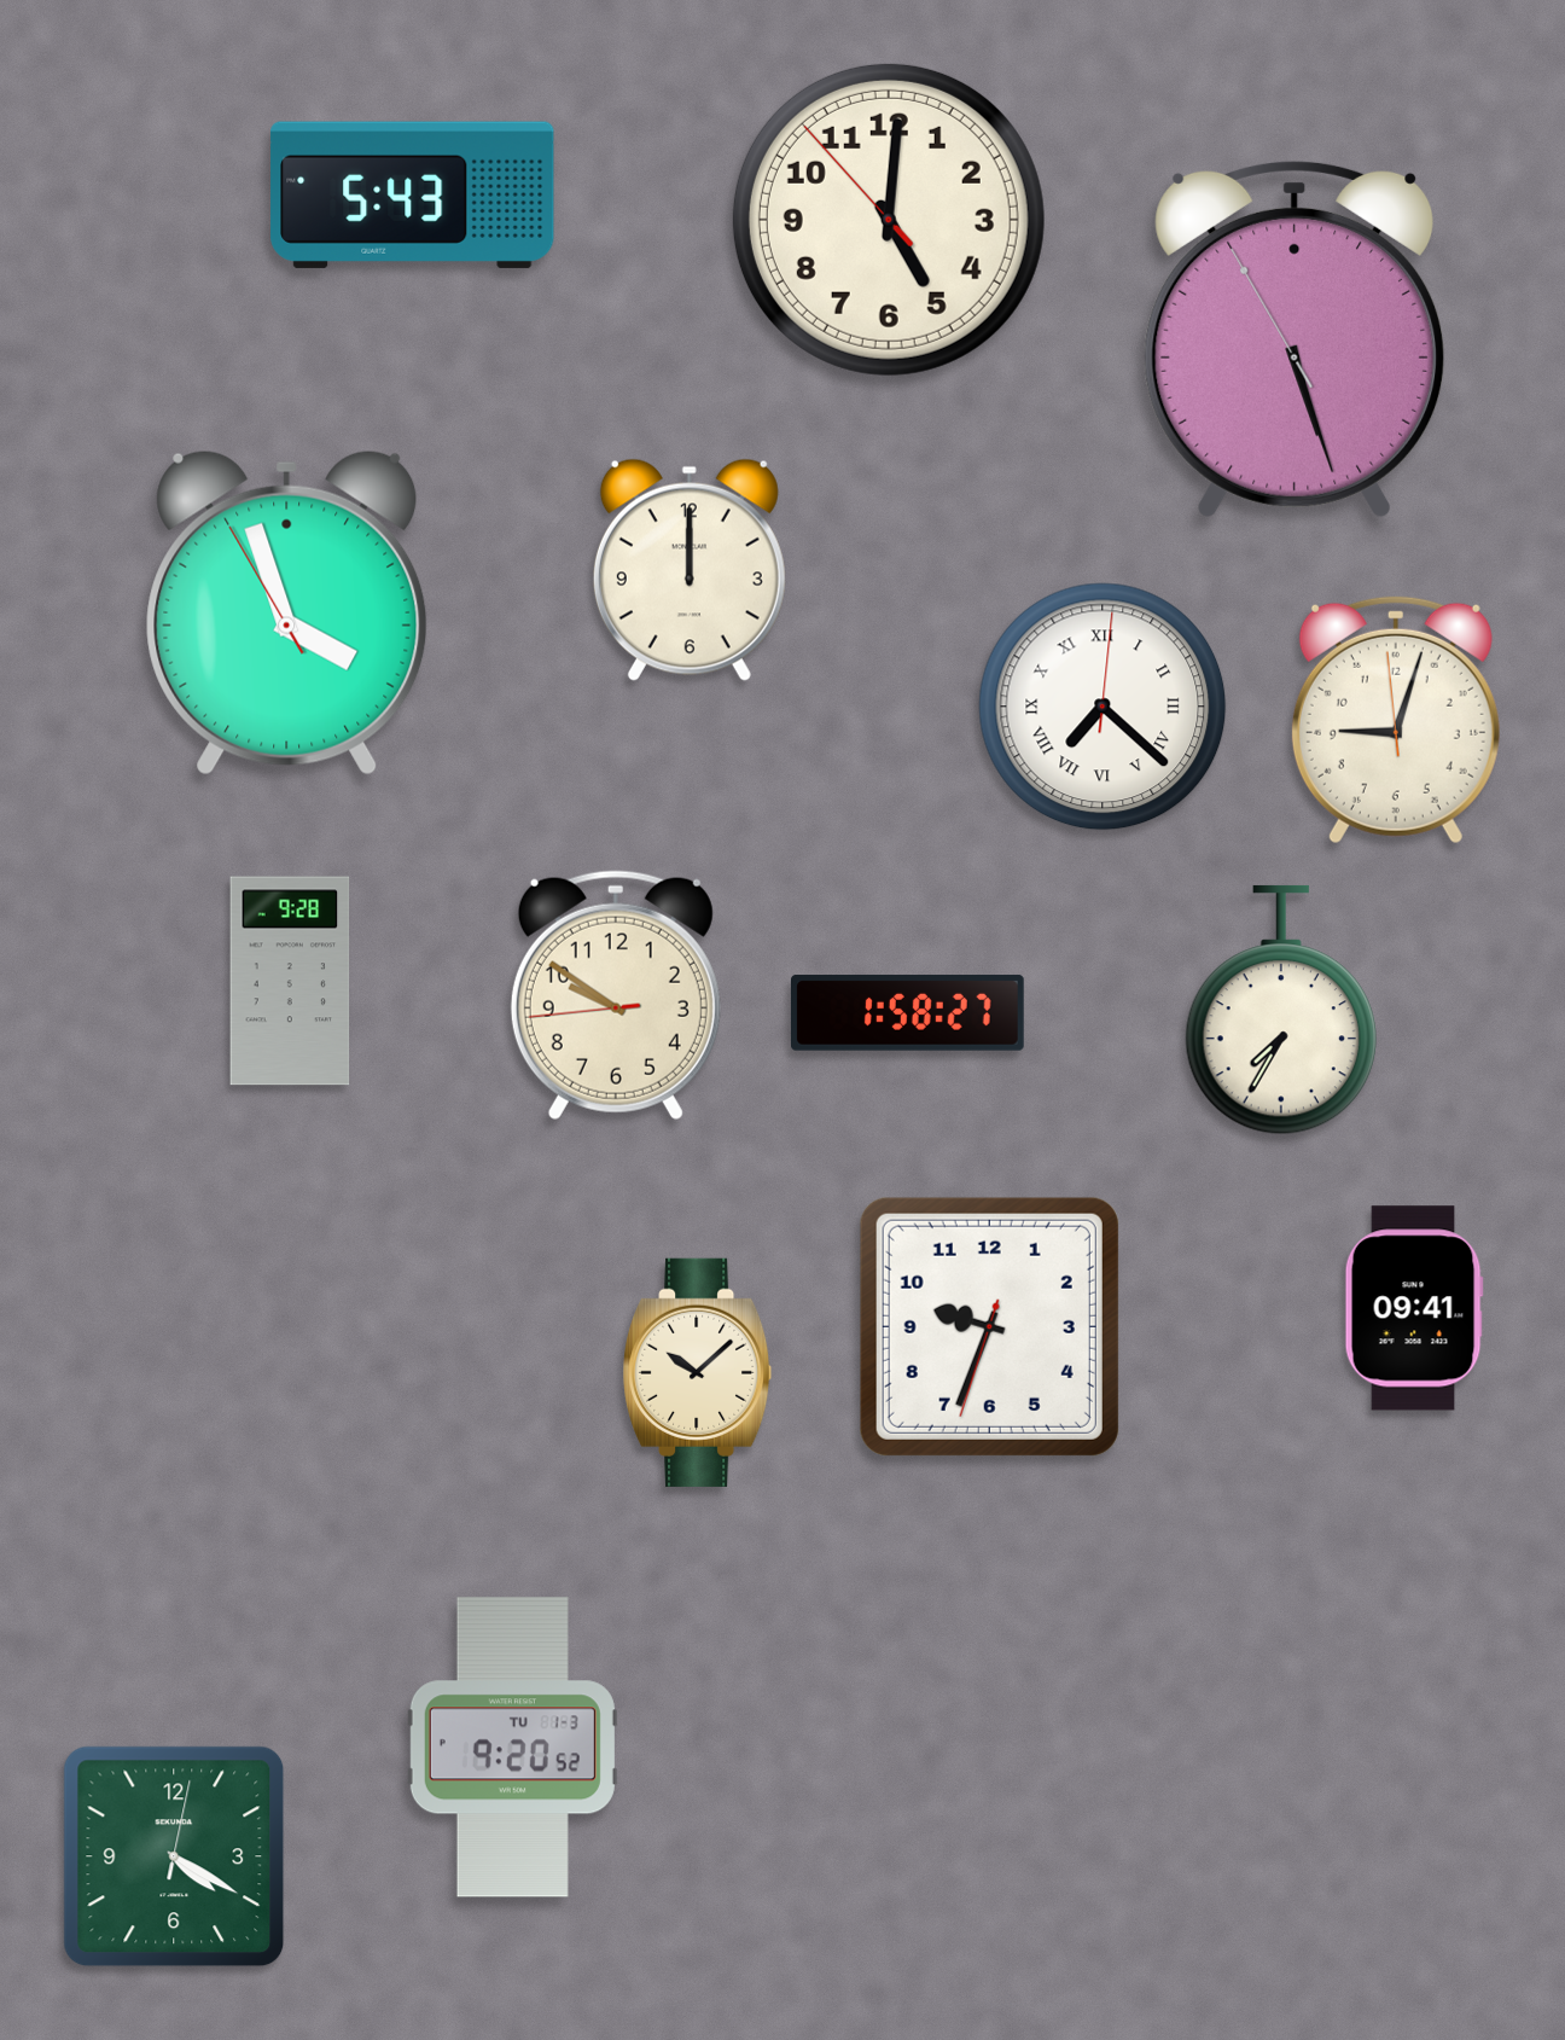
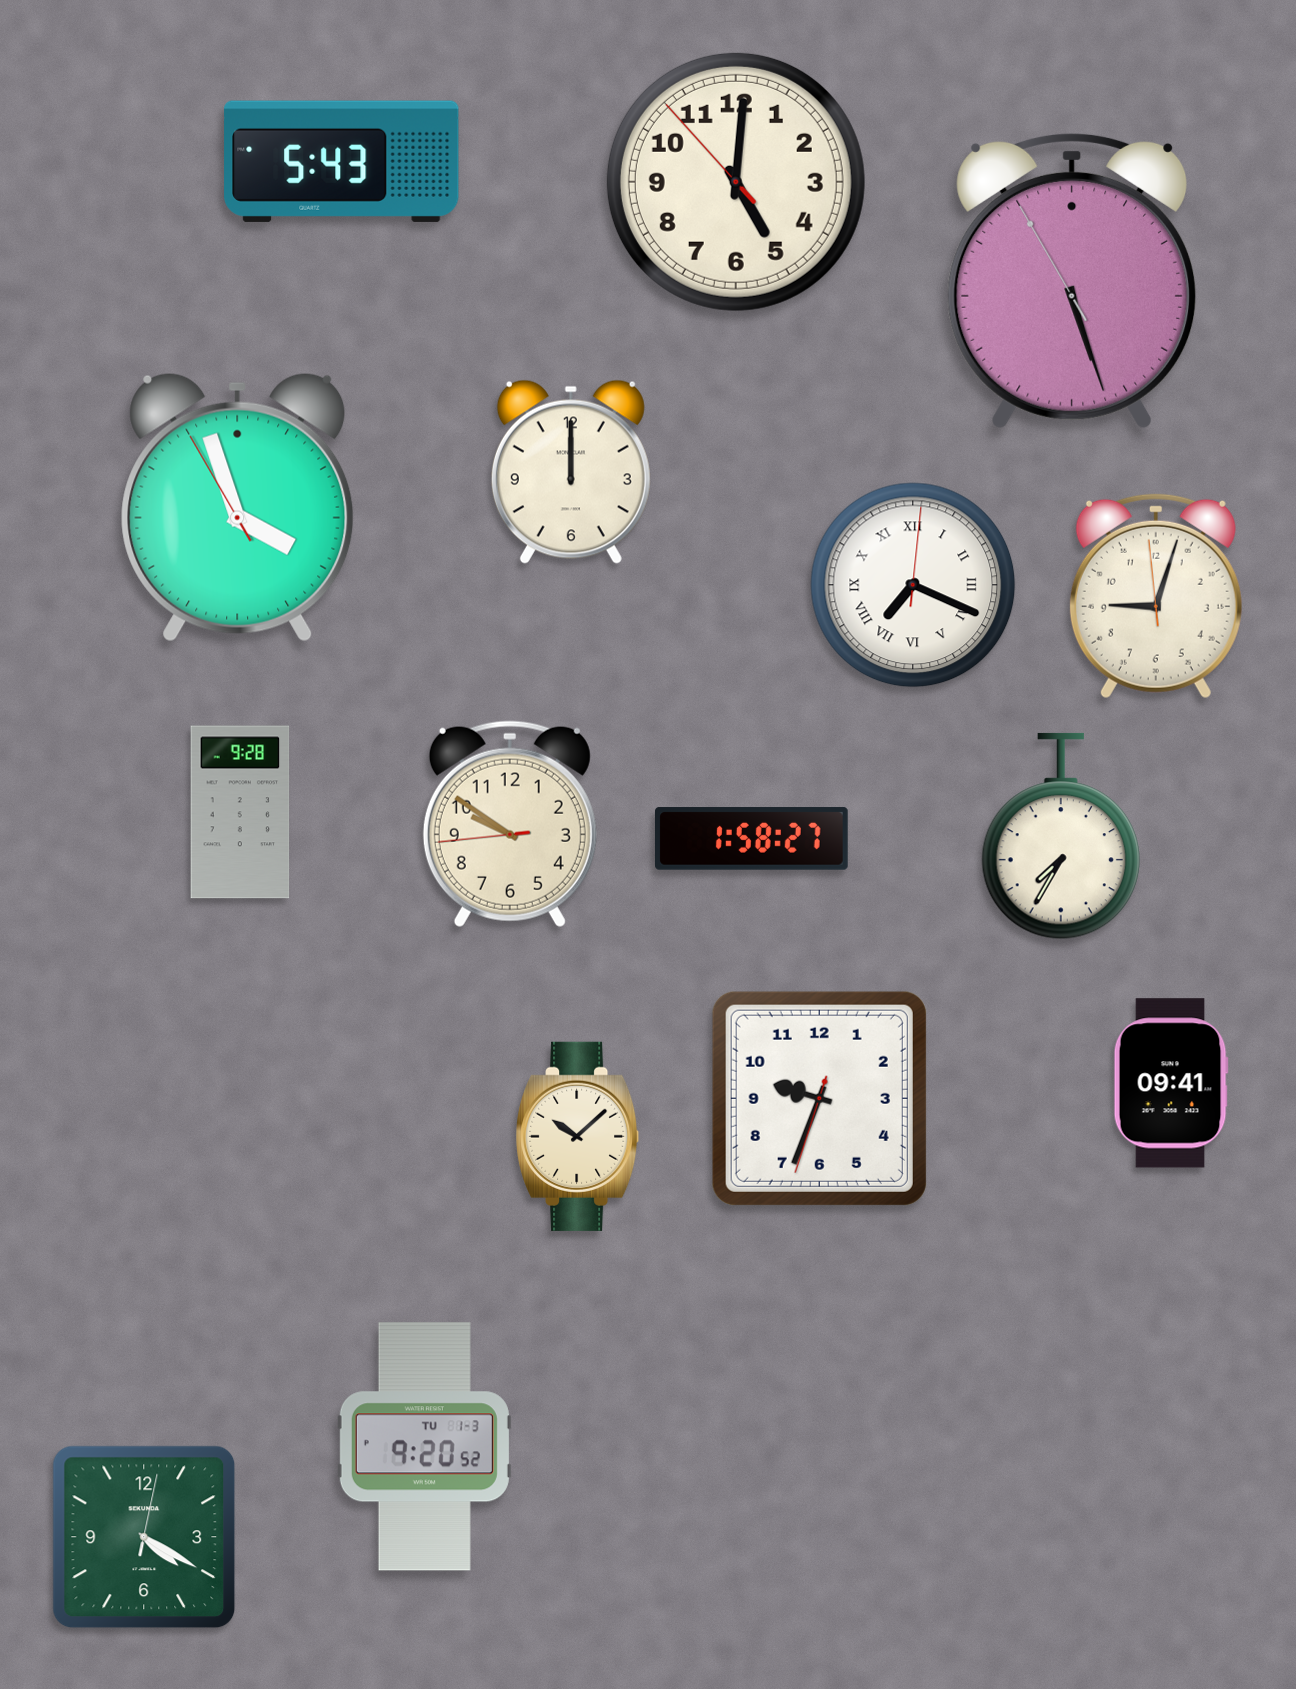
clock at (1103, 707): 7:22 -> 7:19
